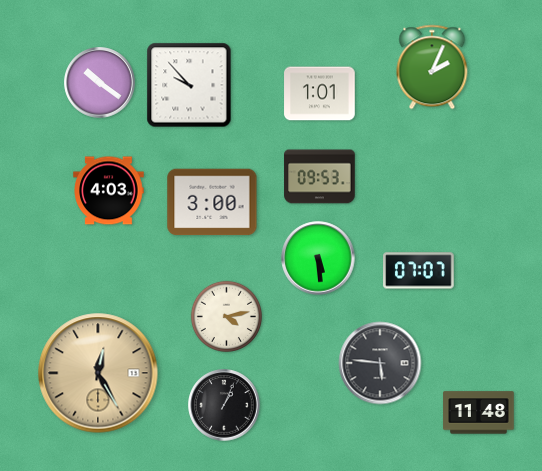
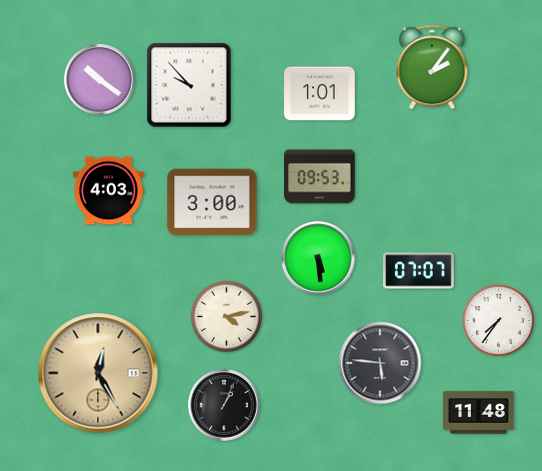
clock at (432, 67): 2:04 -> 2:06
clock at (100, 83) position: (100, 83) -> (100, 80)
clock at (498, 320): none -> 7:36
